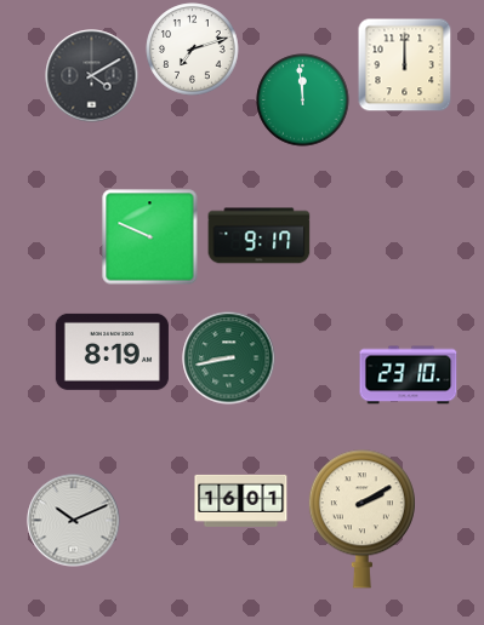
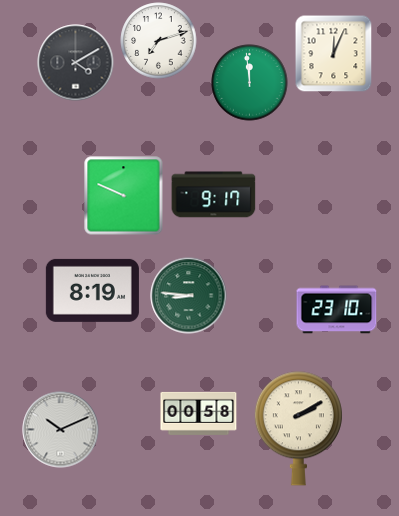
clock at (404, 64): 12:00 -> 12:04
clock at (229, 359): 8:43 -> 8:46
clock at (241, 500): 16:01 -> 00:58
